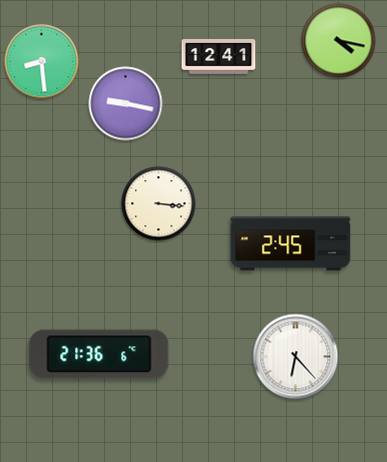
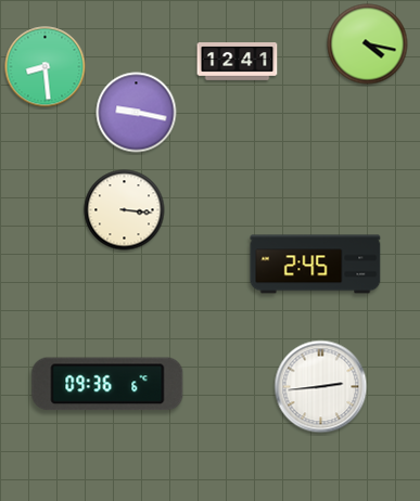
clock at (159, 204) position: (159, 204) -> (125, 210)
clock at (99, 354): 21:36 -> 09:36
clock at (296, 357): 6:23 -> 2:44
